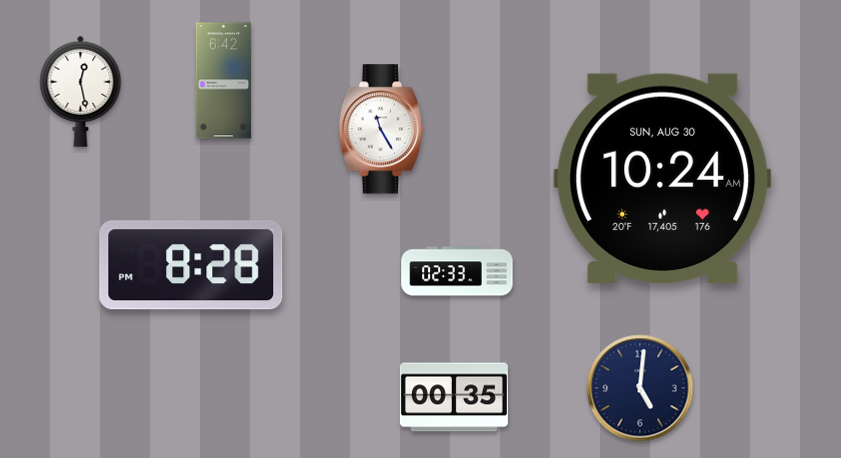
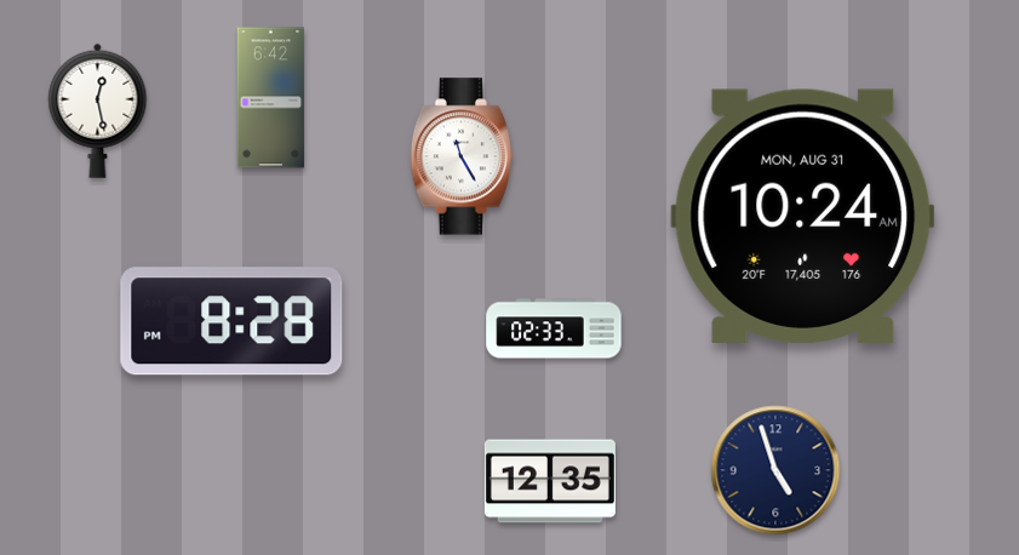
clock at (663, 178) date: SUN, AUG 30 -> MON, AUG 31
clock at (640, 388): 5:01 -> 4:57
clock at (454, 397): 00:35 -> 12:35
